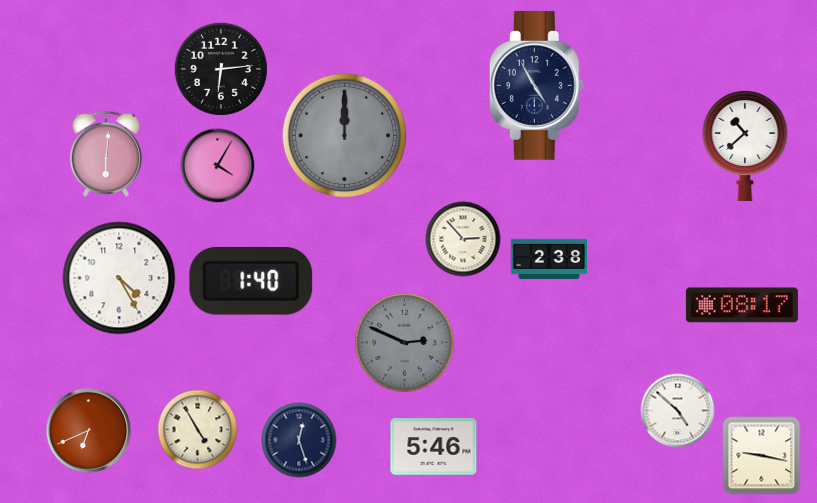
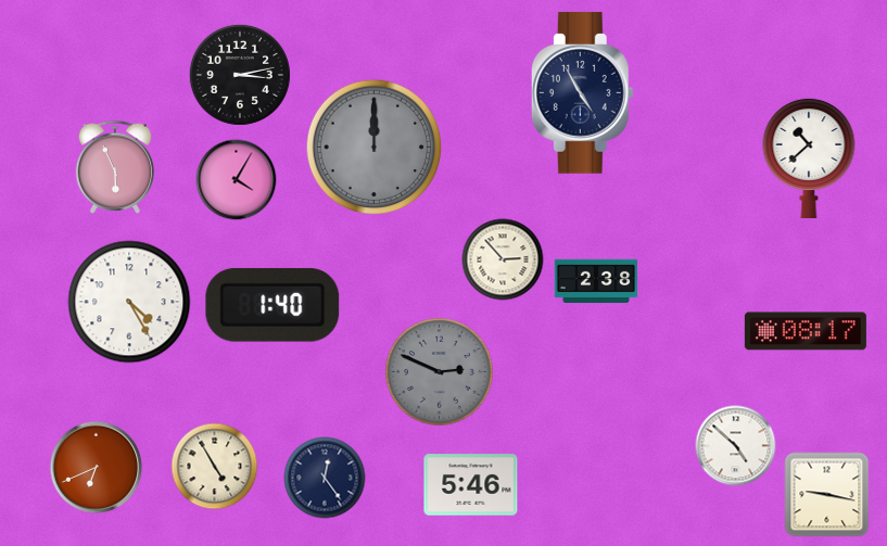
clock at (221, 69): 6:14 -> 3:13
clock at (106, 154): 6:01 -> 5:56
clock at (299, 440): 12:27 -> 12:24
